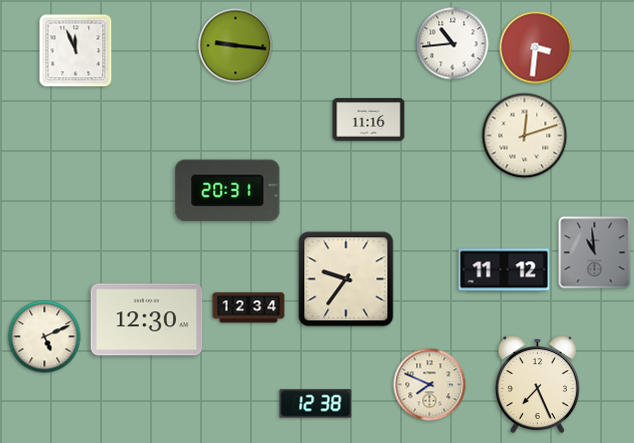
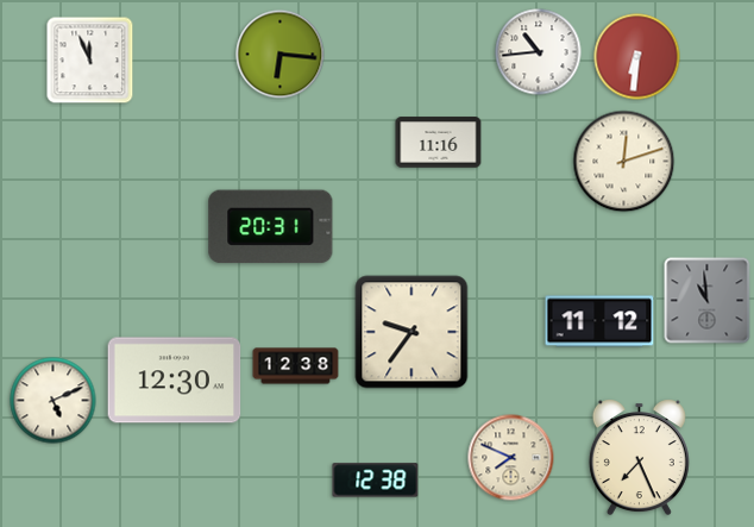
clock at (236, 46): 9:16 -> 6:16
clock at (536, 48): 3:31 -> 6:31
clock at (249, 308): 12:34 -> 12:38
